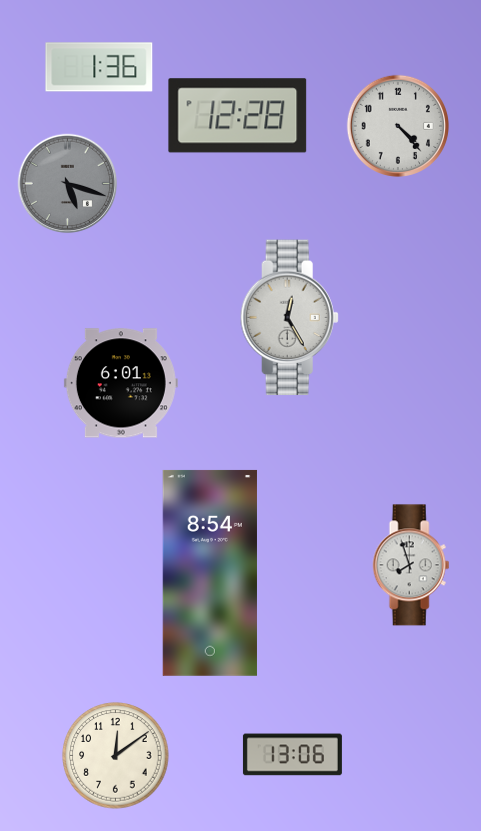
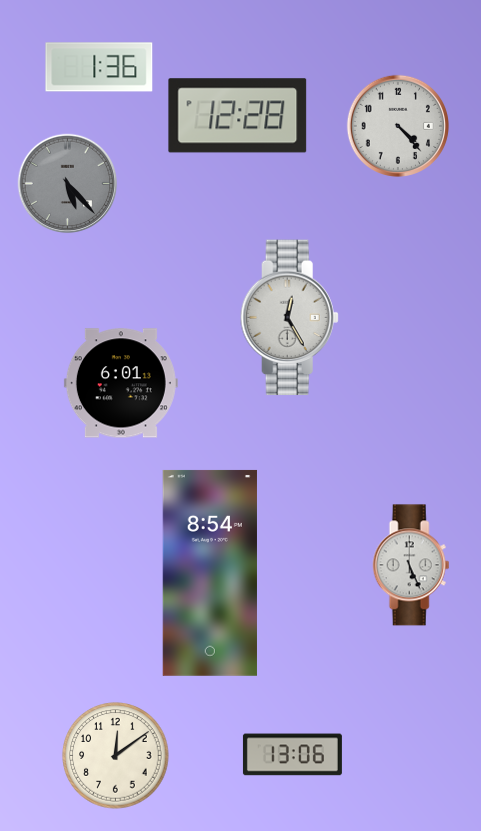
clock at (68, 184): 5:18 -> 5:23
clock at (411, 565): 7:57 -> 5:26
